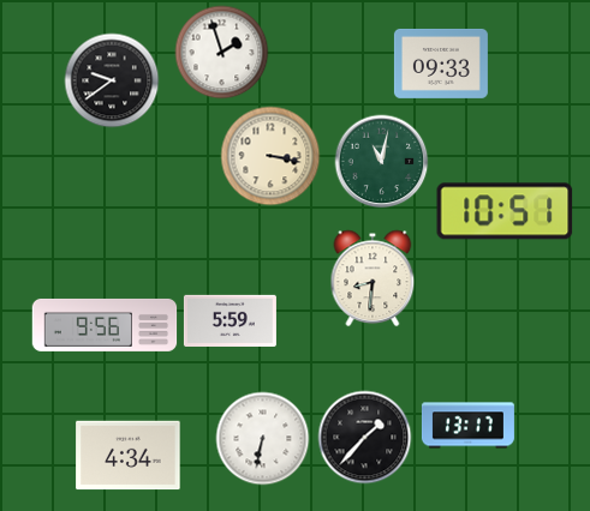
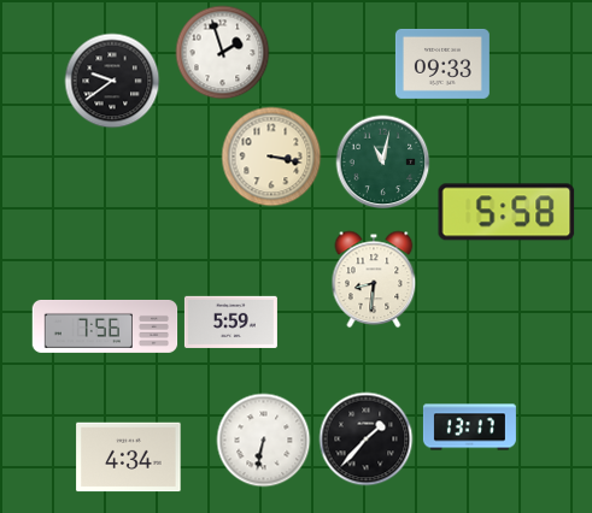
clock at (505, 211): 10:51 -> 5:58
clock at (105, 325): 9:56 -> 7:56
